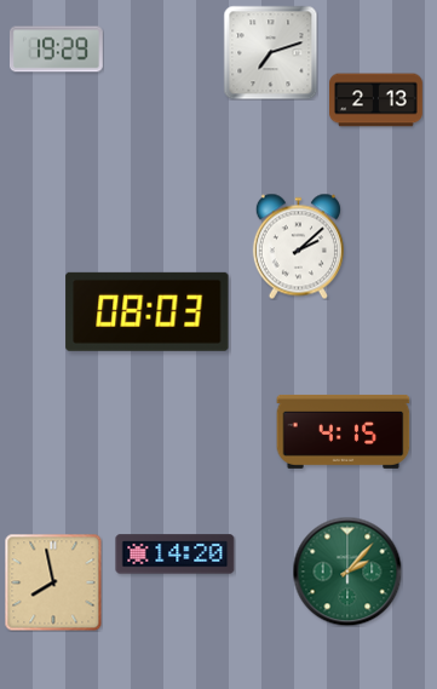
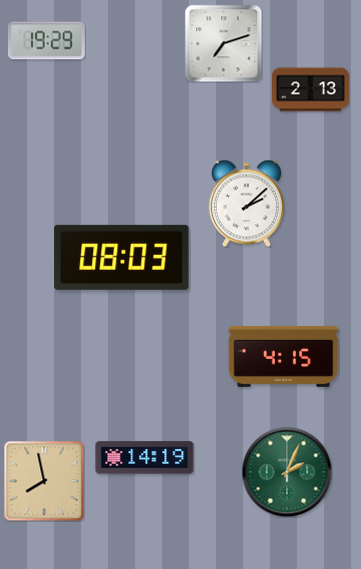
clock at (376, 101) position: (376, 101) -> (311, 90)
clock at (176, 555): 14:20 -> 14:19
clock at (347, 572): 2:07 -> 2:04
